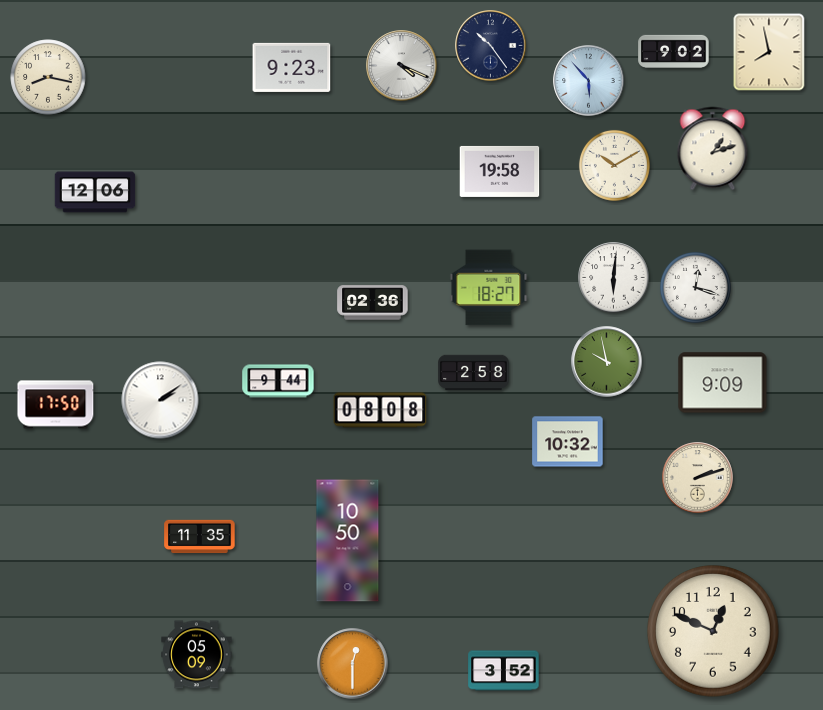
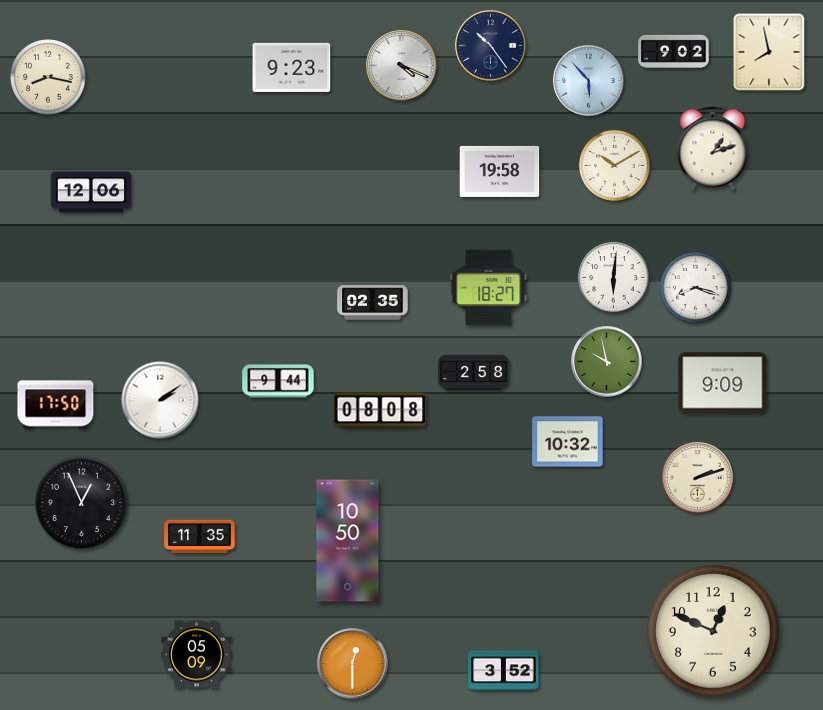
clock at (95, 192) position: (95, 192) -> (91, 192)
clock at (695, 287): 12:18 -> 8:18
clock at (373, 303): 02:36 -> 02:35
clock at (82, 503): none -> 12:56
